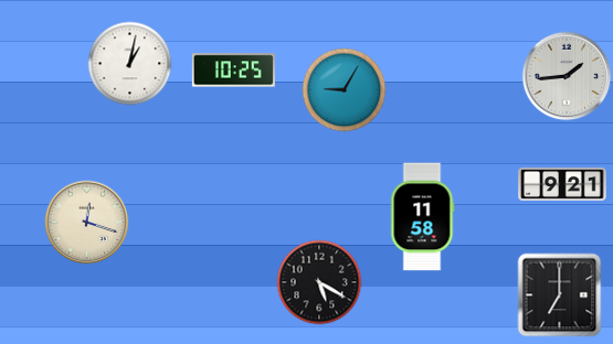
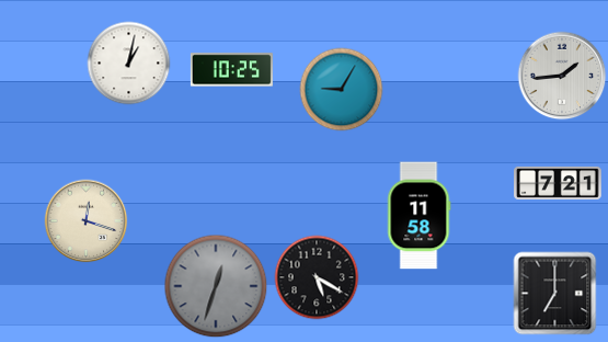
clock at (562, 184): 9:21 -> 7:21
clock at (319, 282) position: (319, 282) -> (317, 277)
clock at (216, 286): none -> 12:33
